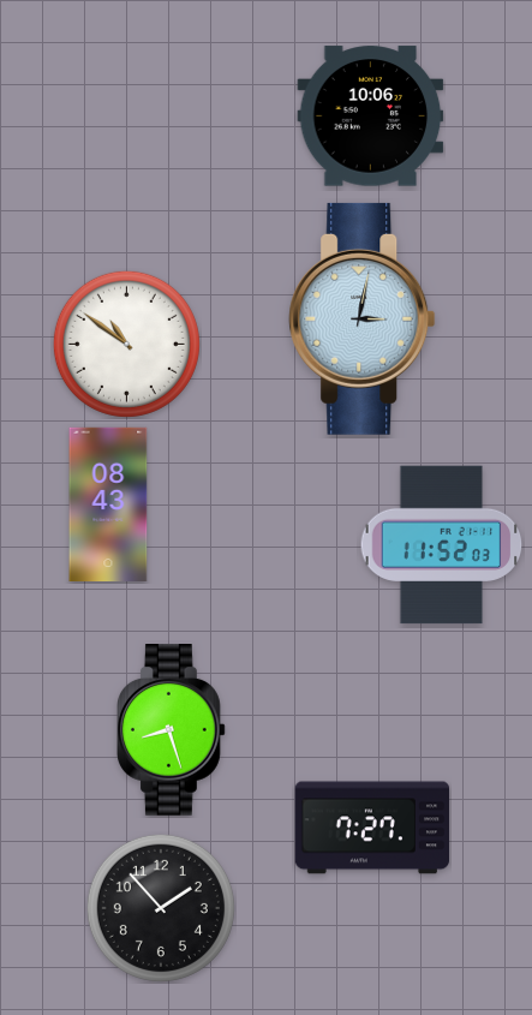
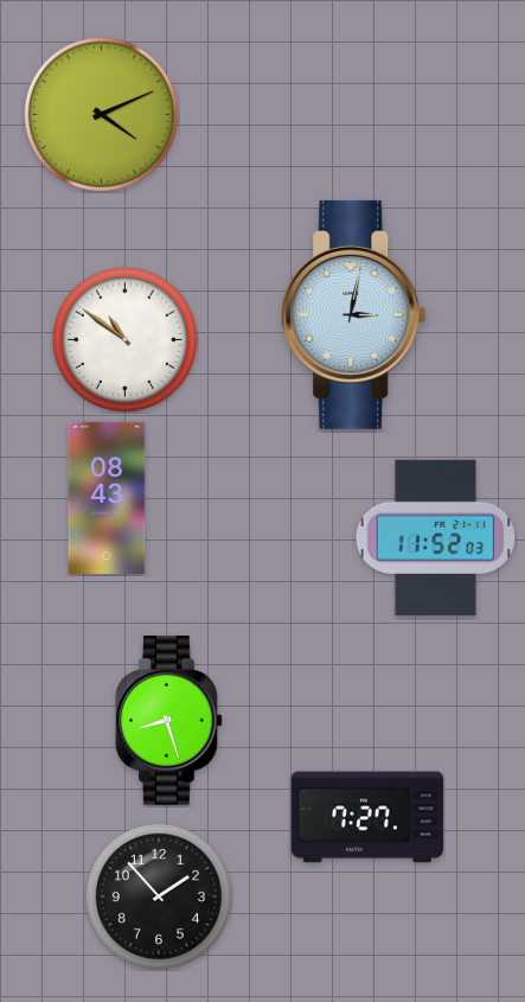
clock at (101, 114): none -> 4:11
clock at (371, 117): 10:06 -> none
clock at (363, 318) position: (363, 318) -> (354, 314)
